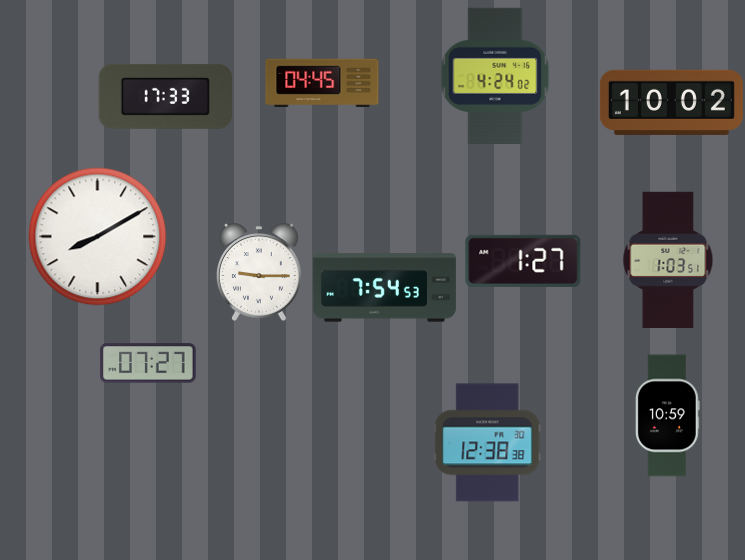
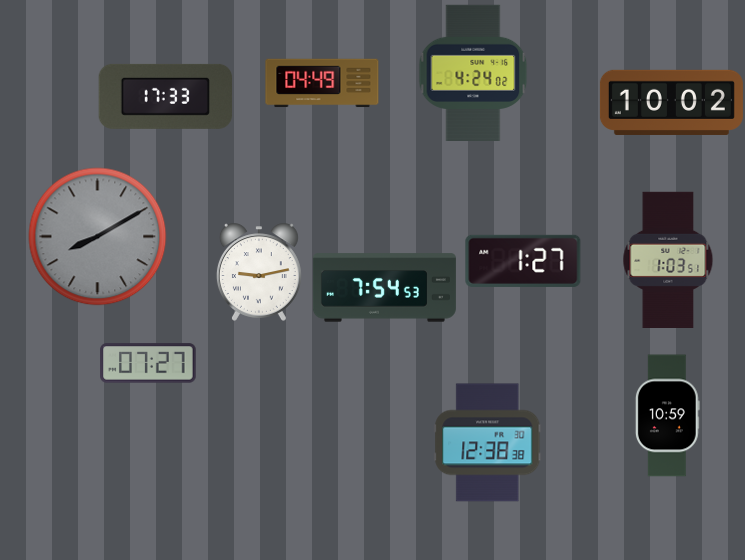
clock at (495, 75) position: (495, 75) -> (473, 72)
clock at (322, 83): 04:45 -> 04:49
clock at (98, 237) dial: white -> grey
clock at (259, 272): 9:15 -> 9:13
